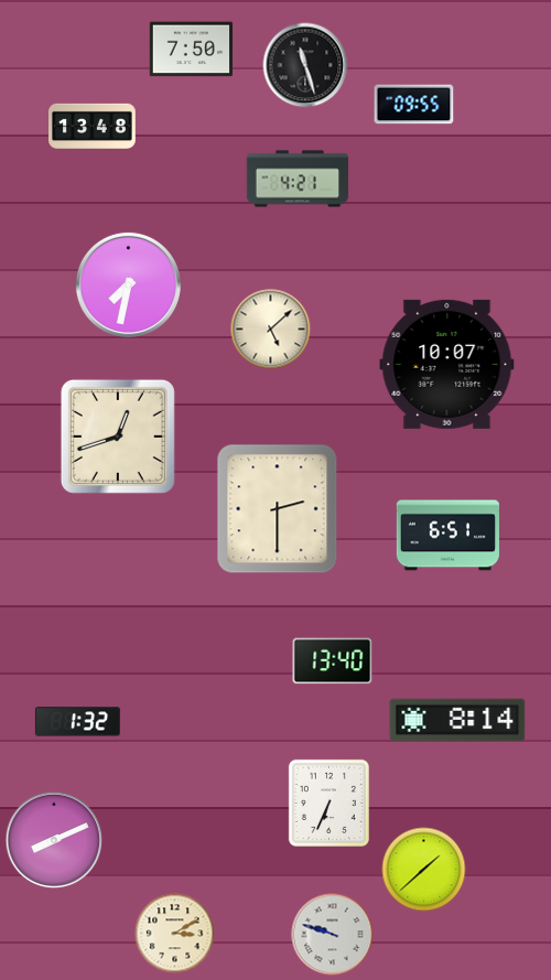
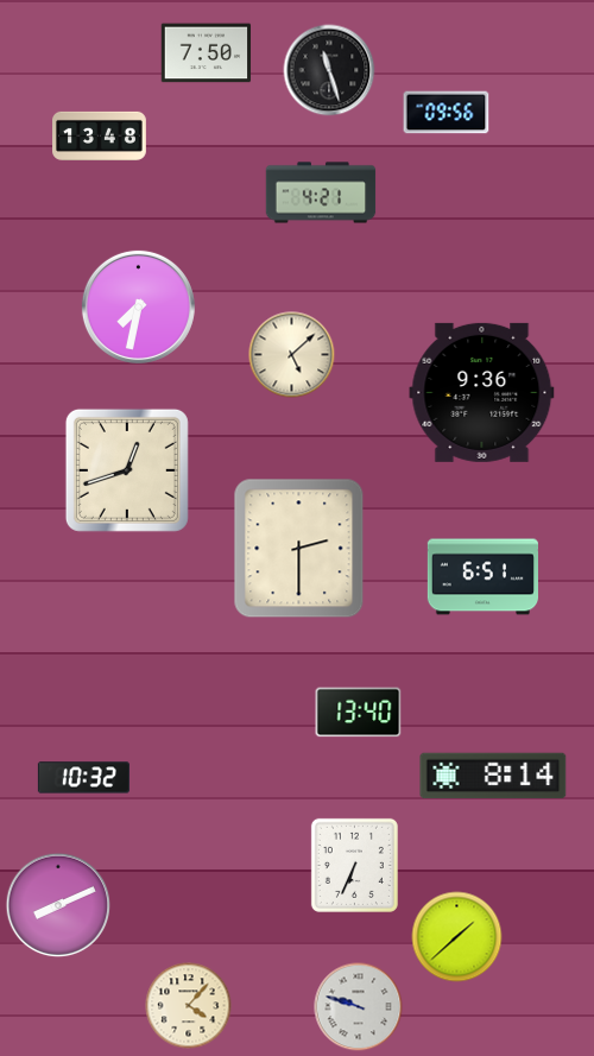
clock at (414, 105): 09:55 -> 09:56
clock at (447, 364): 10:07 -> 9:36
clock at (77, 722): 1:32 -> 10:32
clock at (175, 934): 3:10 -> 4:07
